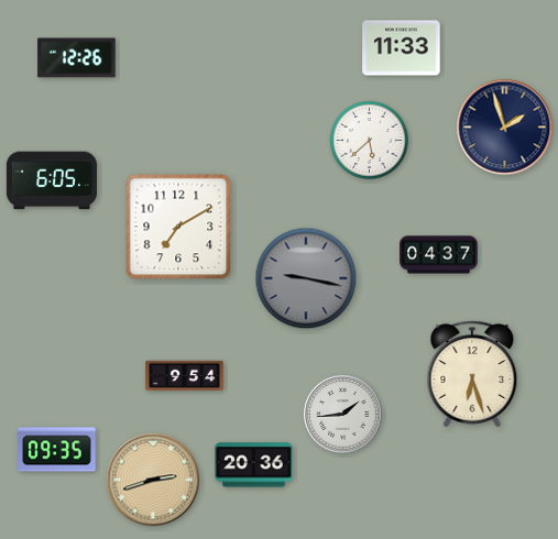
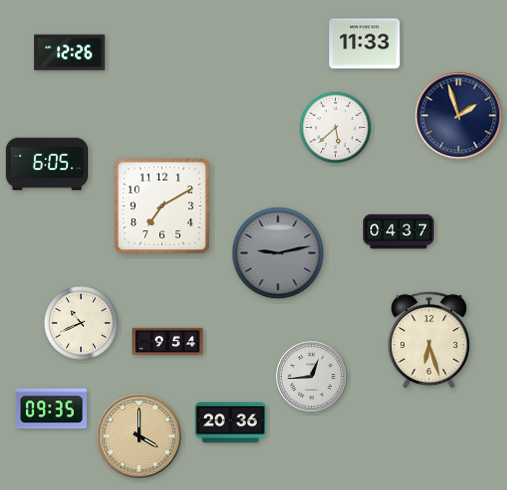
clock at (306, 278): 9:17 -> 9:13
clock at (82, 324): none -> 10:41
clock at (343, 415): 1:44 -> 12:44
clock at (153, 480): 2:42 -> 4:00
